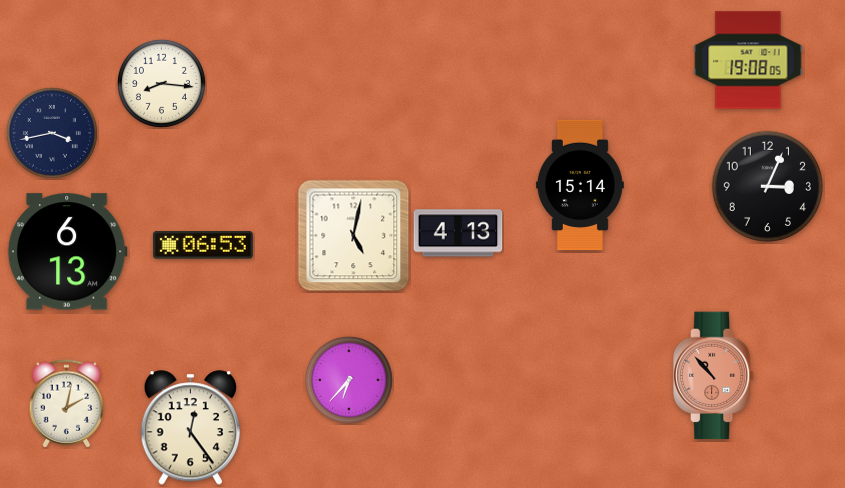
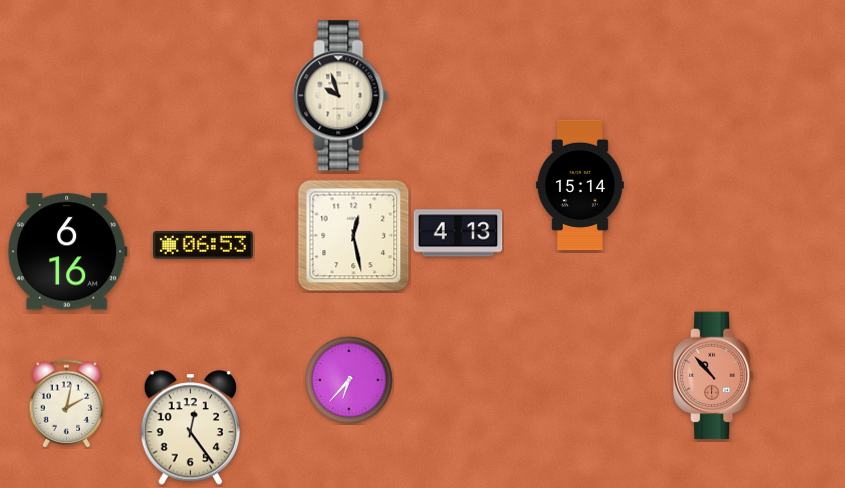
clock at (748, 60): 19:08 -> none
clock at (161, 83): 8:16 -> none
clock at (341, 96): none -> 9:57
clock at (52, 133): 3:43 -> none
clock at (767, 186): 3:04 -> none
clock at (354, 236): 5:02 -> 12:28
clock at (67, 252): 6:13 -> 6:16
